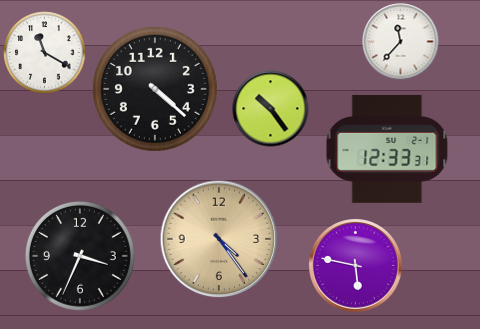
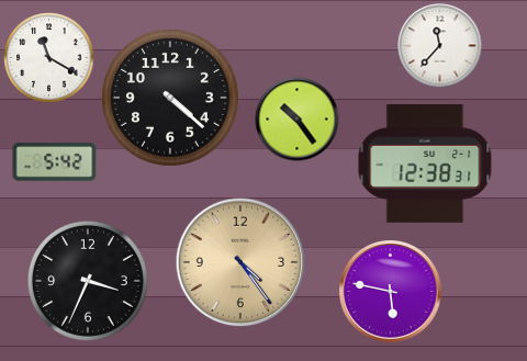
clock at (55, 162): none -> 5:42
clock at (387, 149): 12:33 -> 12:38
